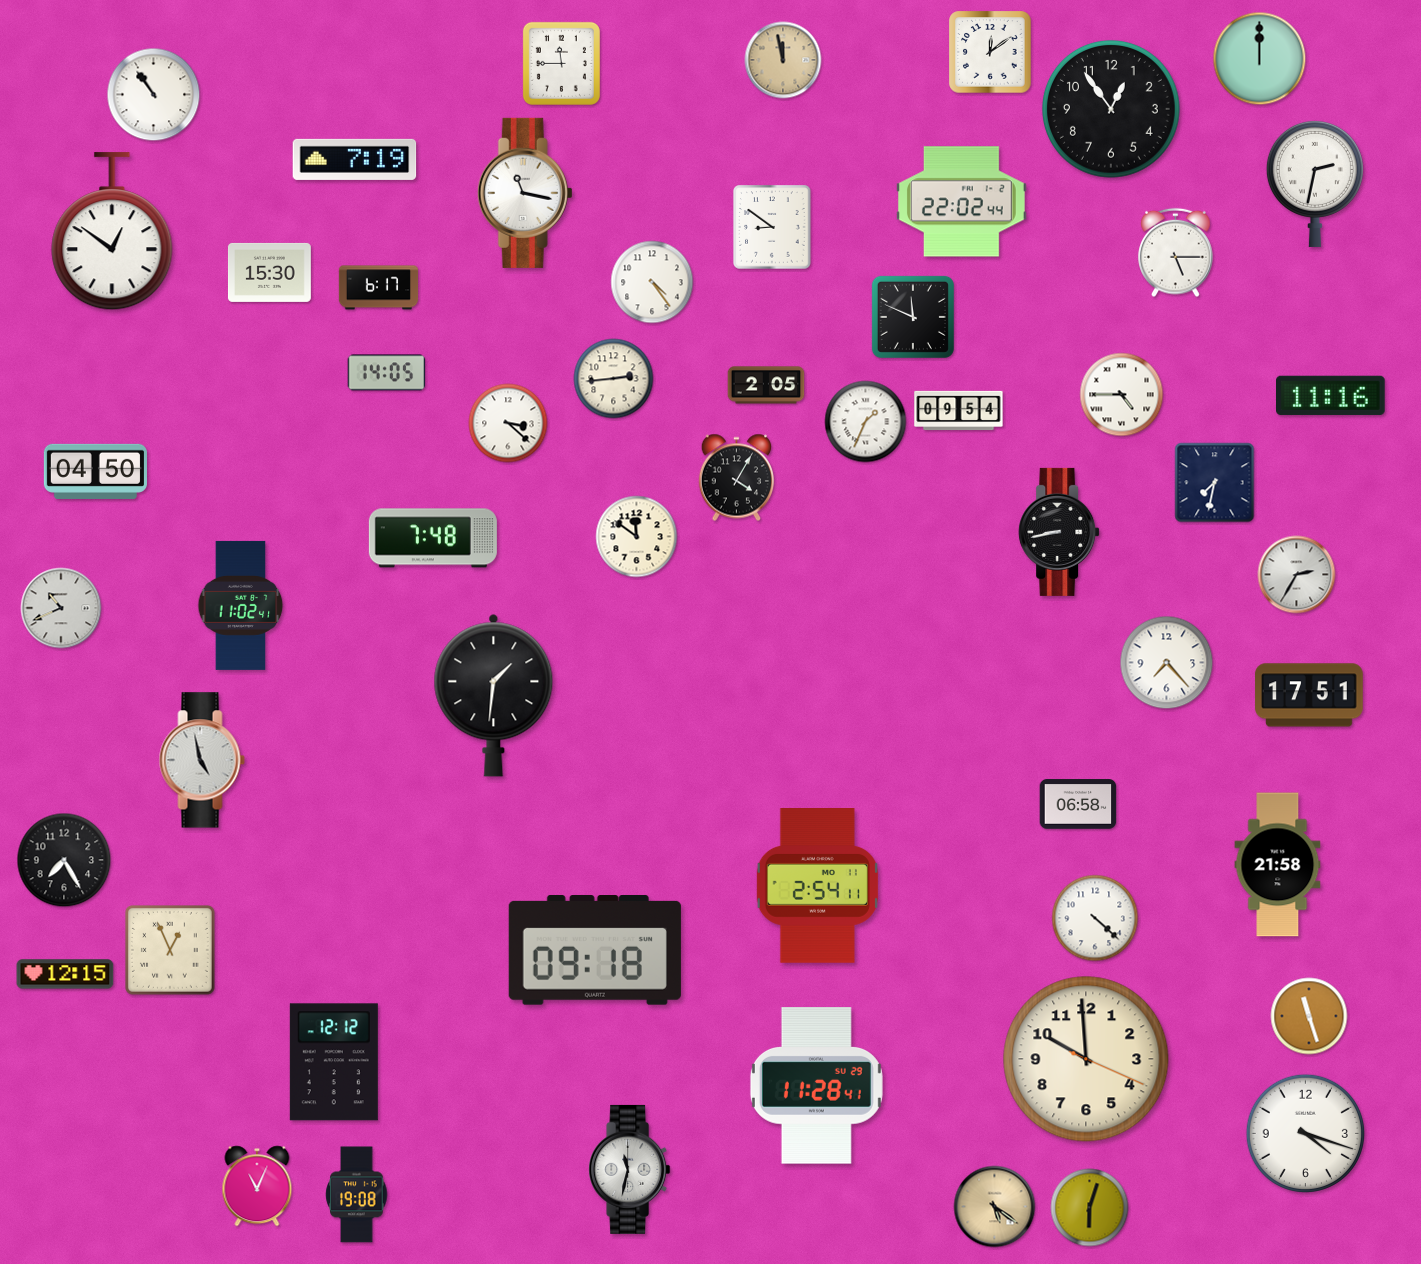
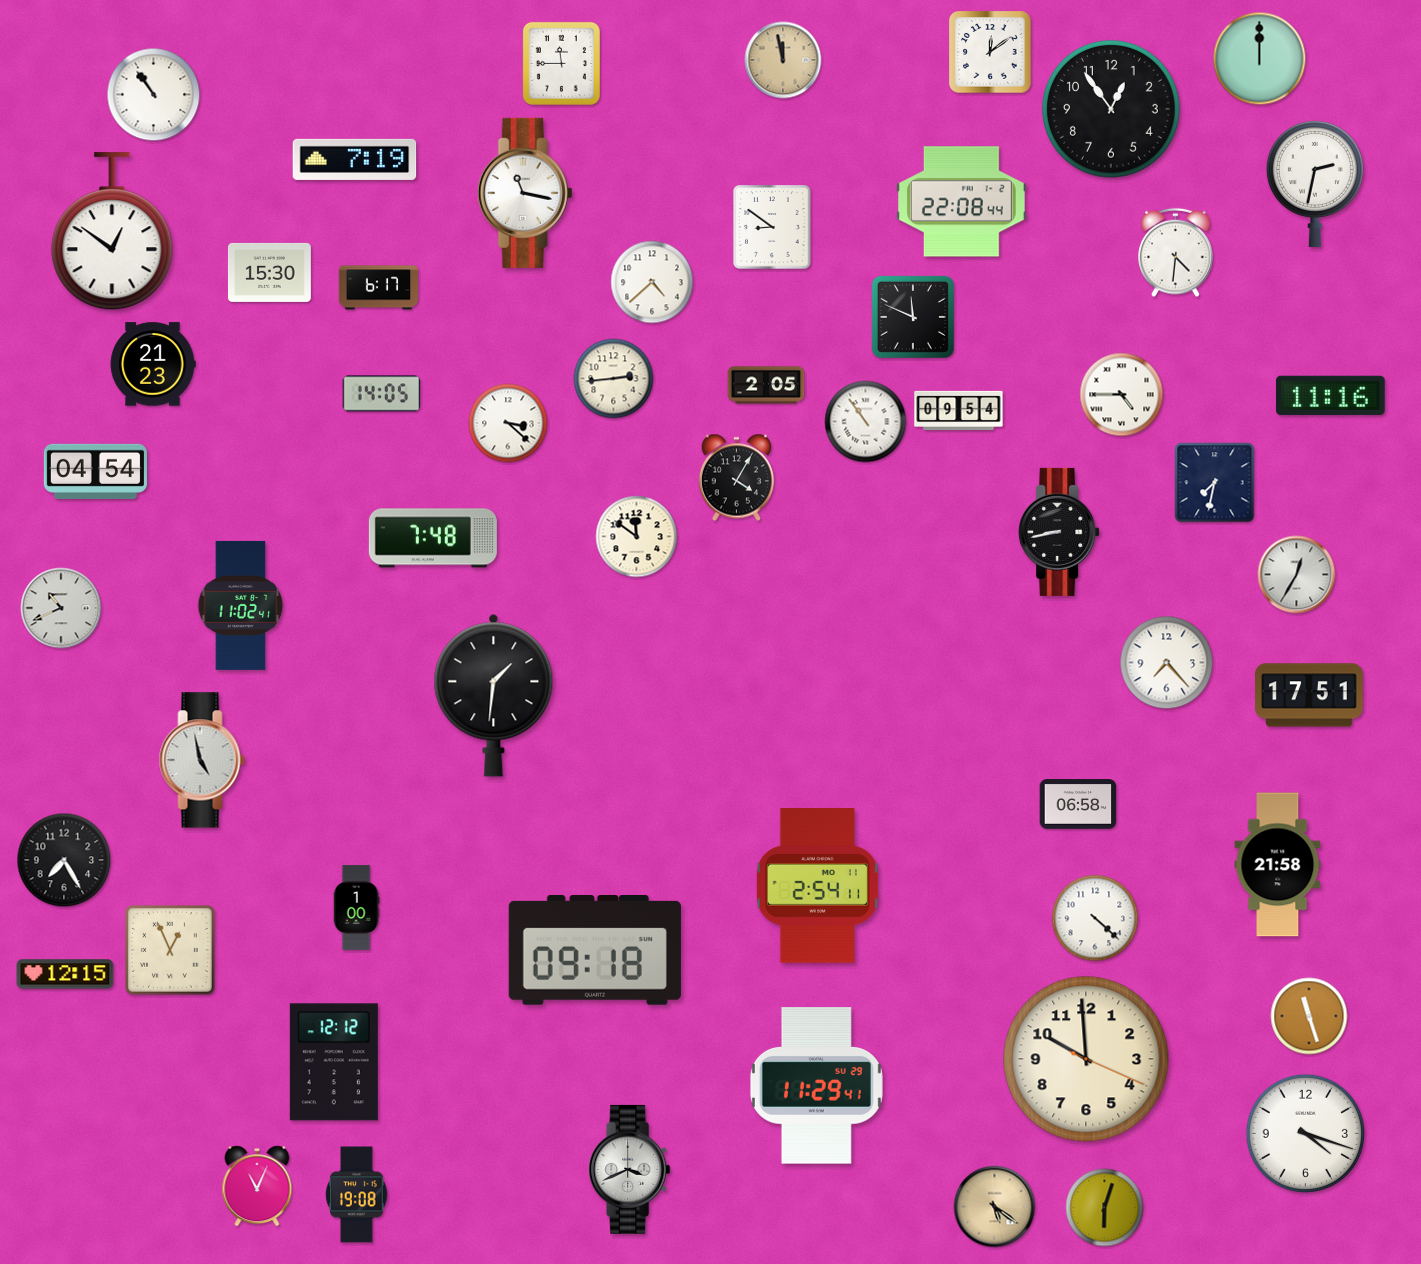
clock at (961, 202): 22:02 -> 22:08
clock at (1176, 253): 5:15 -> 4:31
clock at (652, 282): 4:24 -> 4:38
clock at (153, 364): none -> 21:23
clock at (387, 373) position: (387, 373) -> (382, 394)
clock at (866, 422): 1:34 -> 10:54
clock at (95, 471): 04:50 -> 04:54
clock at (1297, 575): 2:35 -> 12:35
clock at (356, 908): none -> 1:00
clock at (816, 1086): 11:28 -> 11:29
clock at (630, 1169): 11:32 -> 3:41
clock at (1090, 1208) position: (1090, 1208) -> (1105, 1208)
